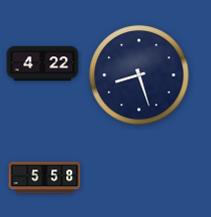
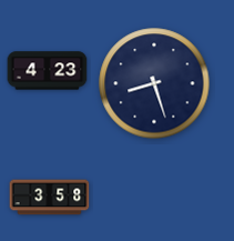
clock at (43, 64): 4:22 -> 4:23
clock at (45, 178): 5:58 -> 3:58
